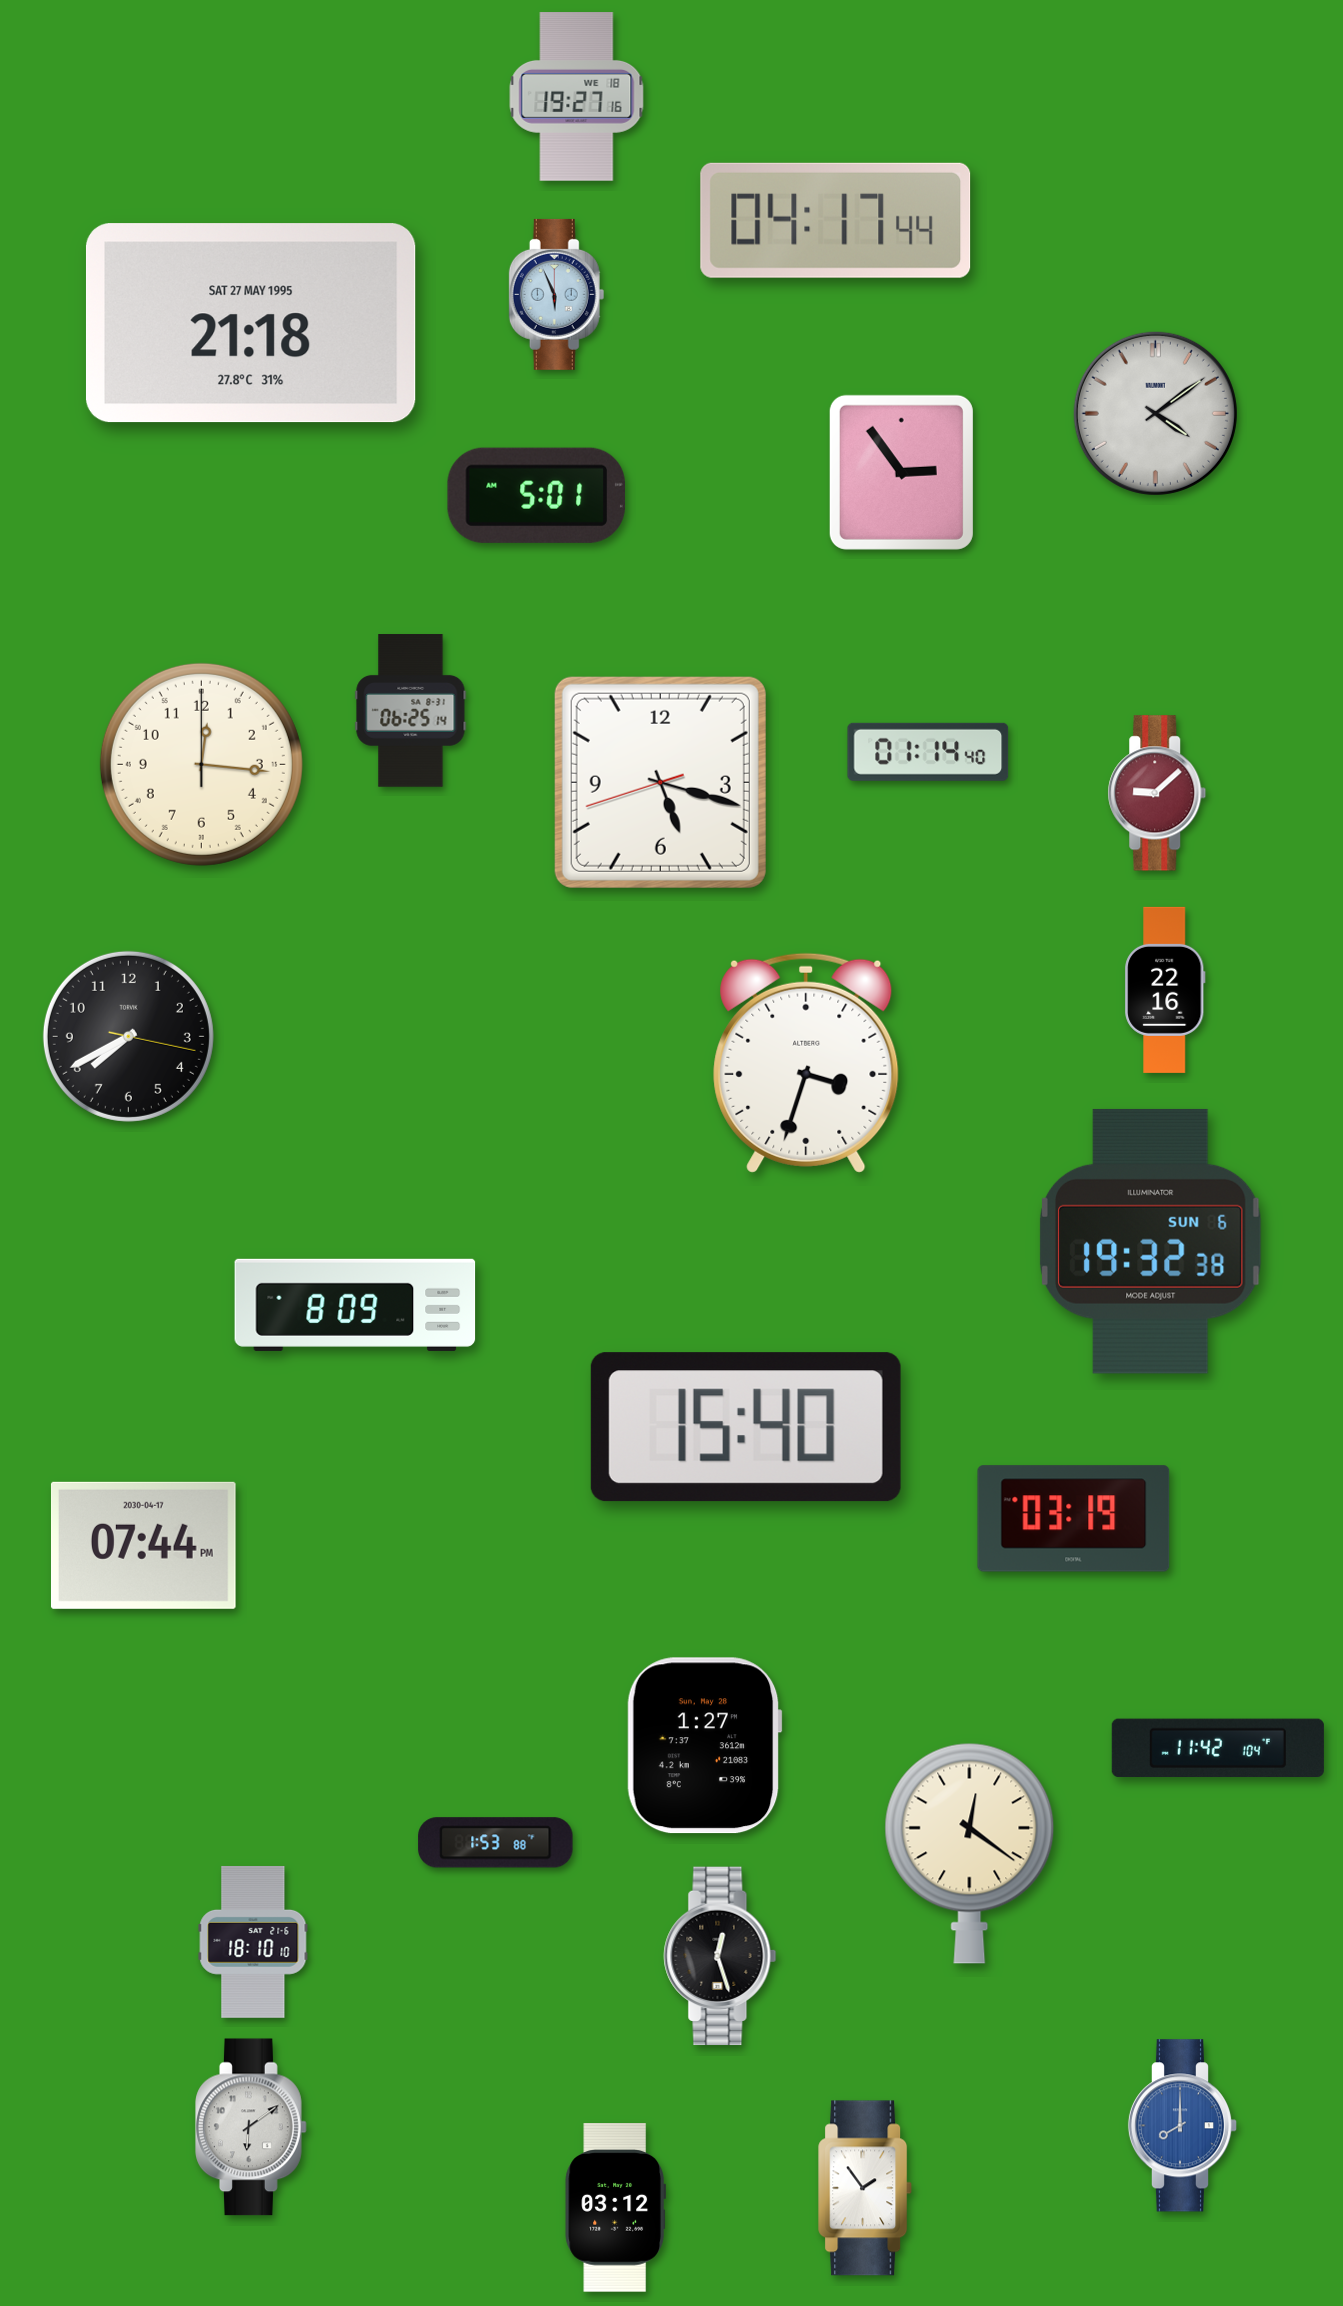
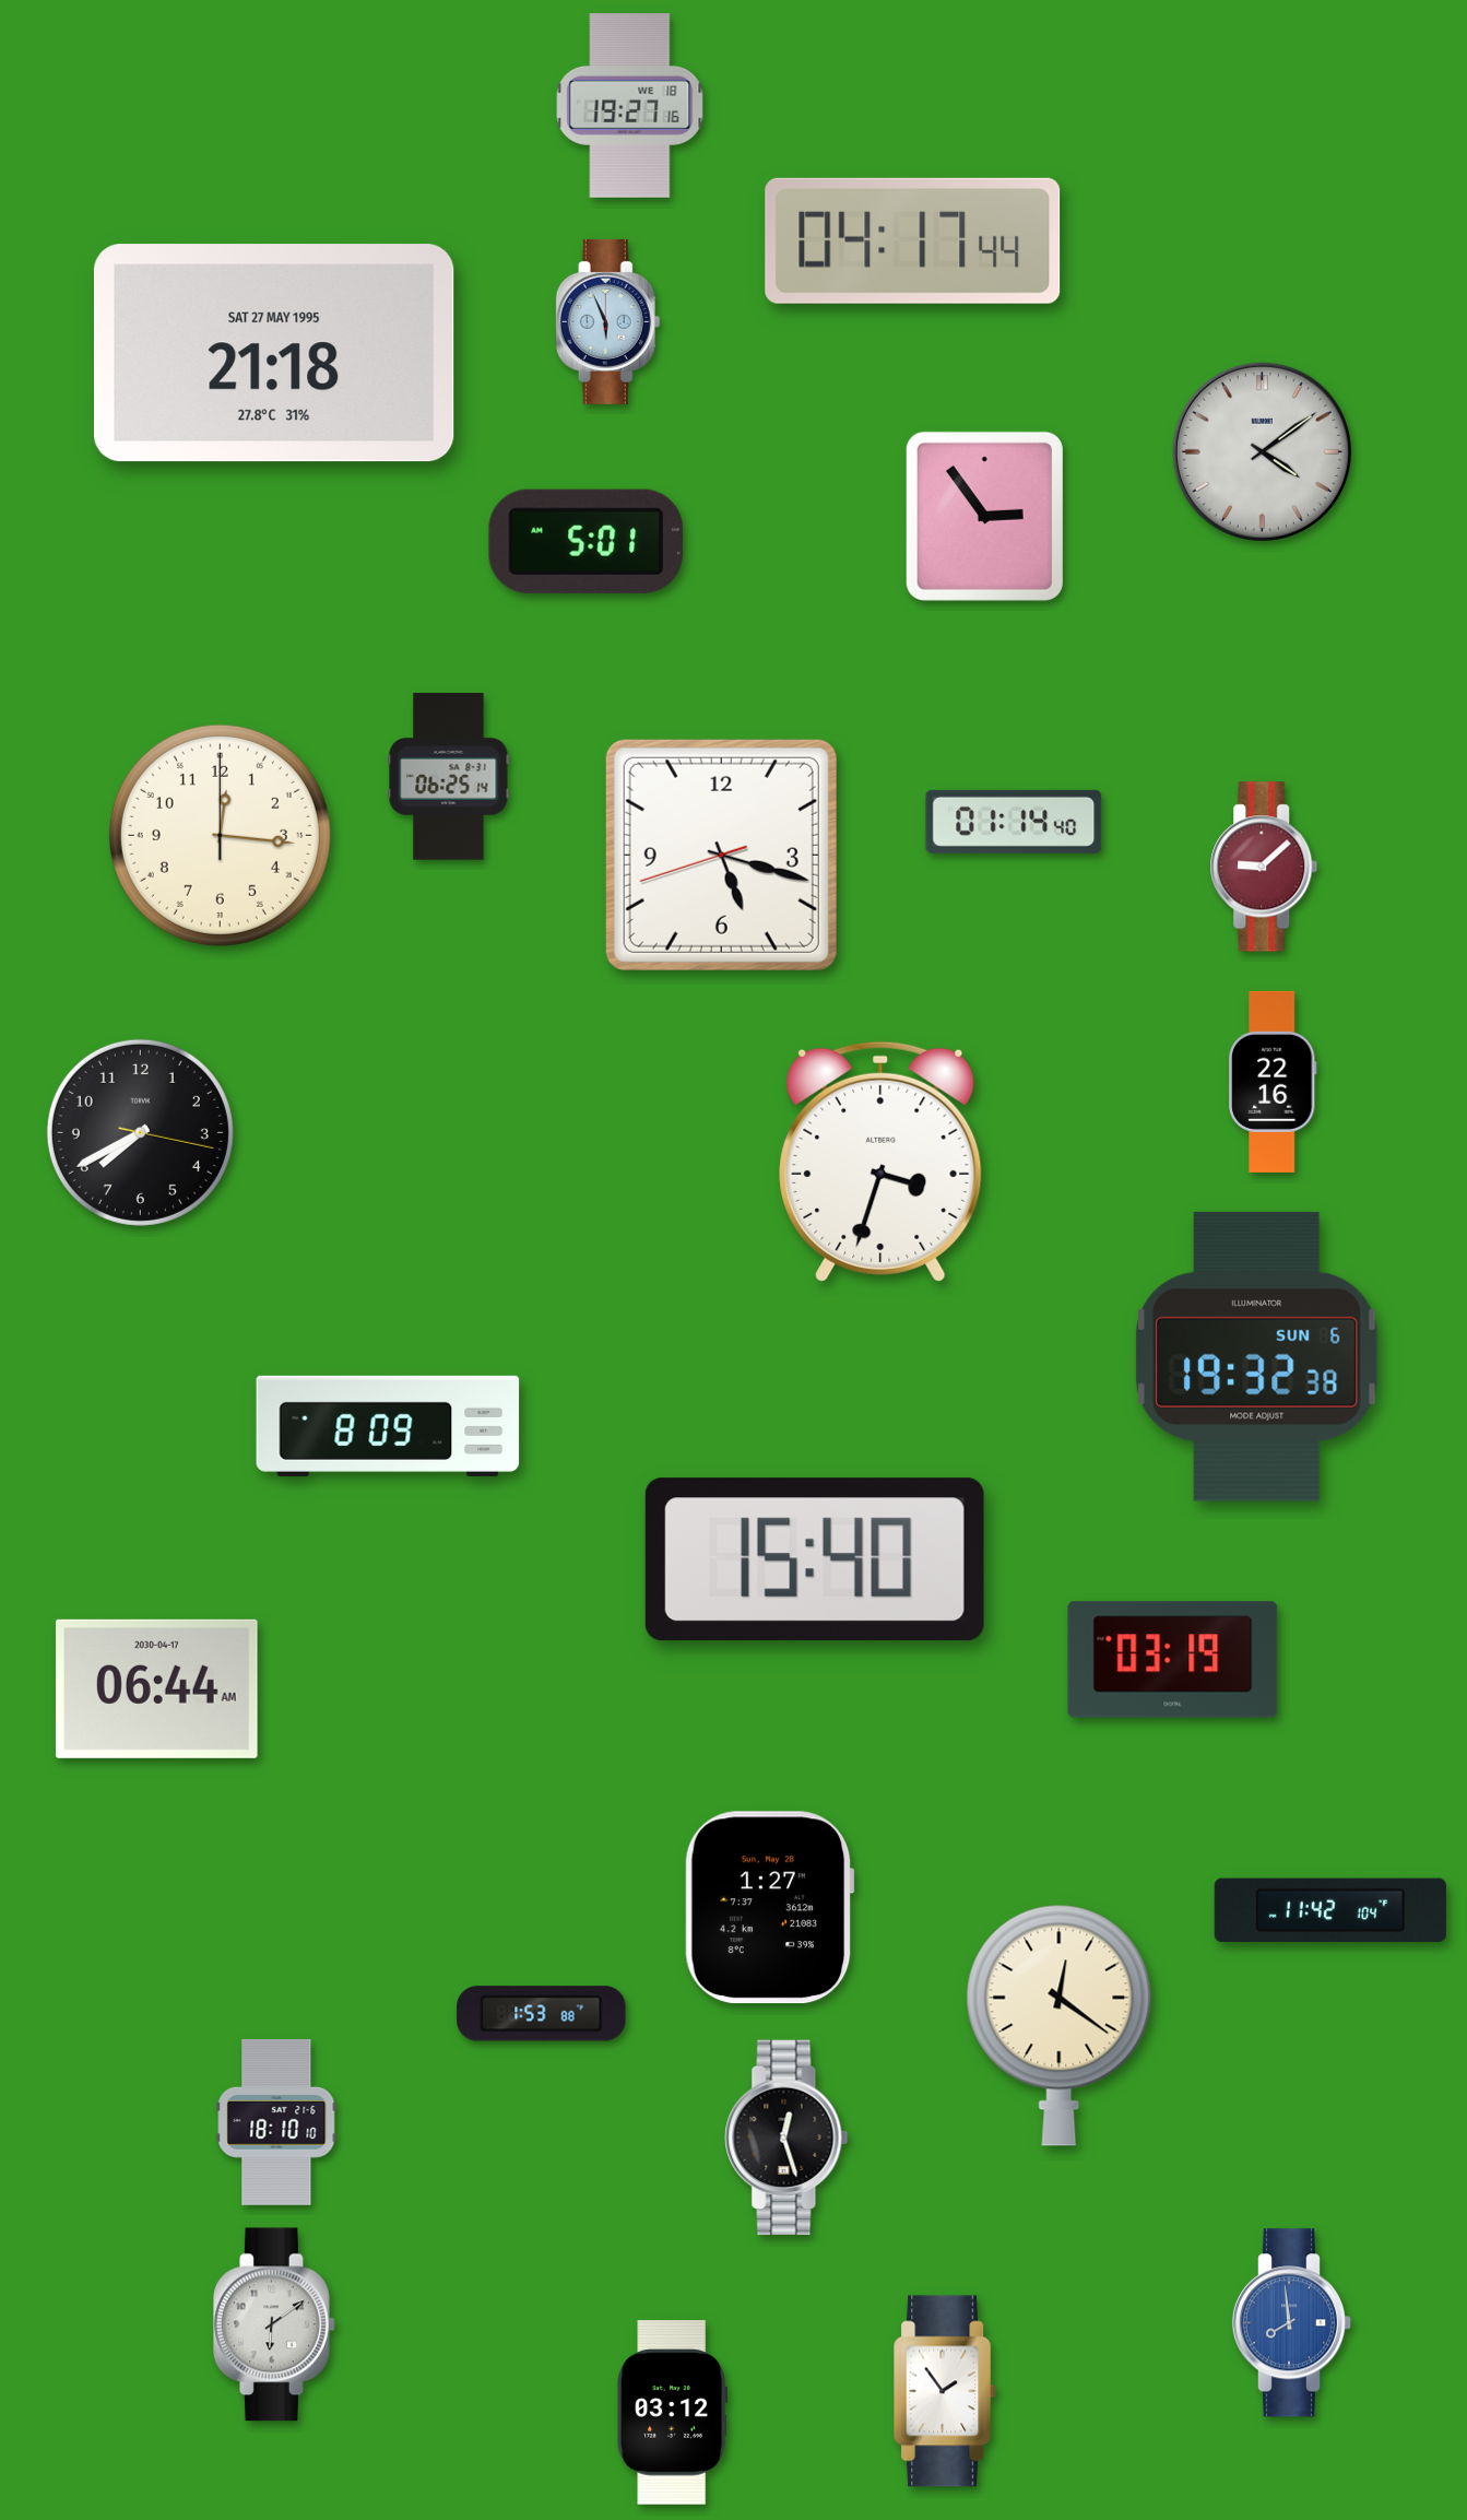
clock at (143, 1545): 07:44 -> 06:44
clock at (1183, 2126): 8:00 -> 7:59
